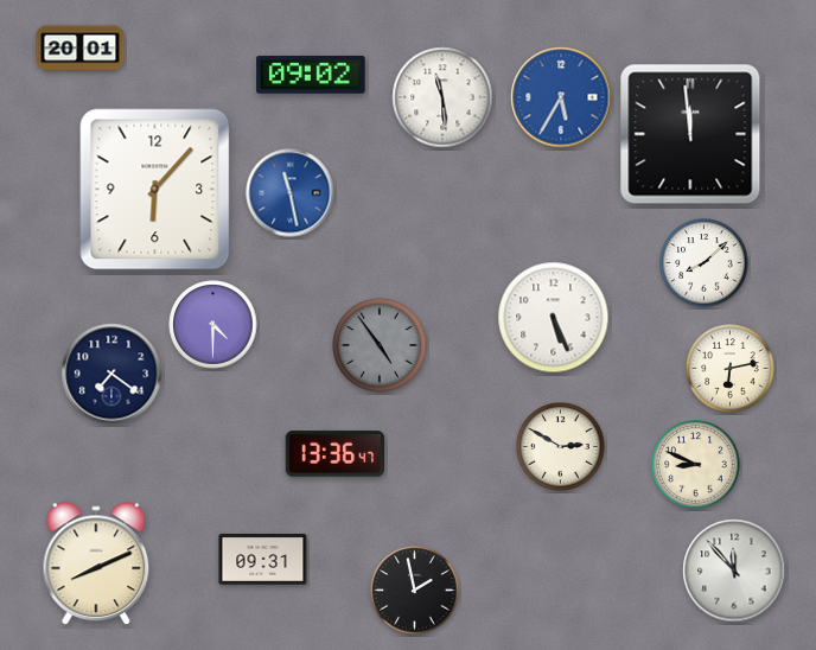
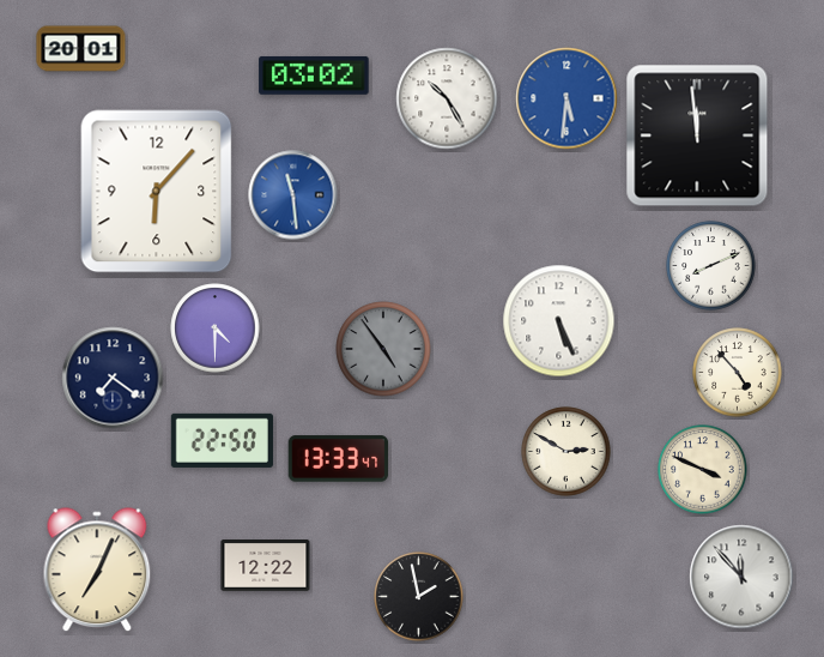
clock at (311, 75): 09:02 -> 03:02
clock at (442, 97): 11:29 -> 10:25
clock at (561, 97): 5:35 -> 5:31
clock at (291, 193): 11:28 -> 11:29
clock at (705, 263): 8:08 -> 8:11
clock at (731, 369): 6:13 -> 4:53
clock at (222, 440): none -> 22:50
clock at (336, 454): 13:36 -> 13:33
clock at (696, 465): 8:49 -> 3:49
clock at (263, 560): 09:31 -> 12:22
clock at (96, 565): 8:11 -> 7:04
